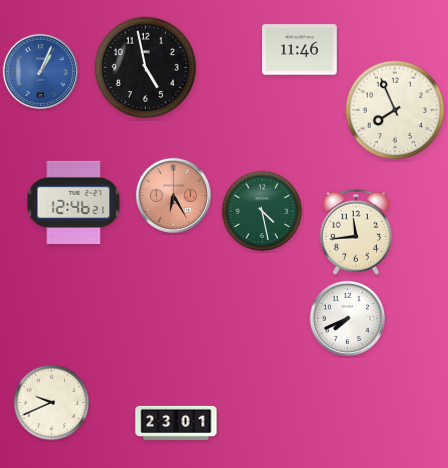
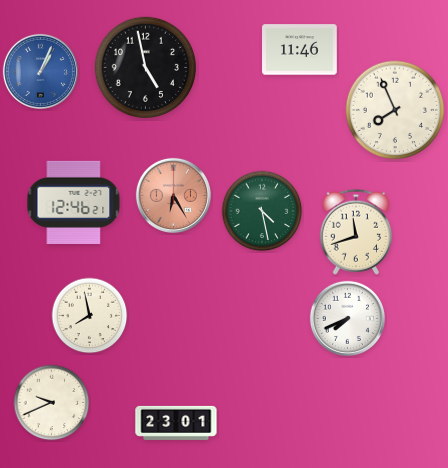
clock at (355, 232): 11:44 -> 11:42
clock at (90, 316): none -> 7:58
